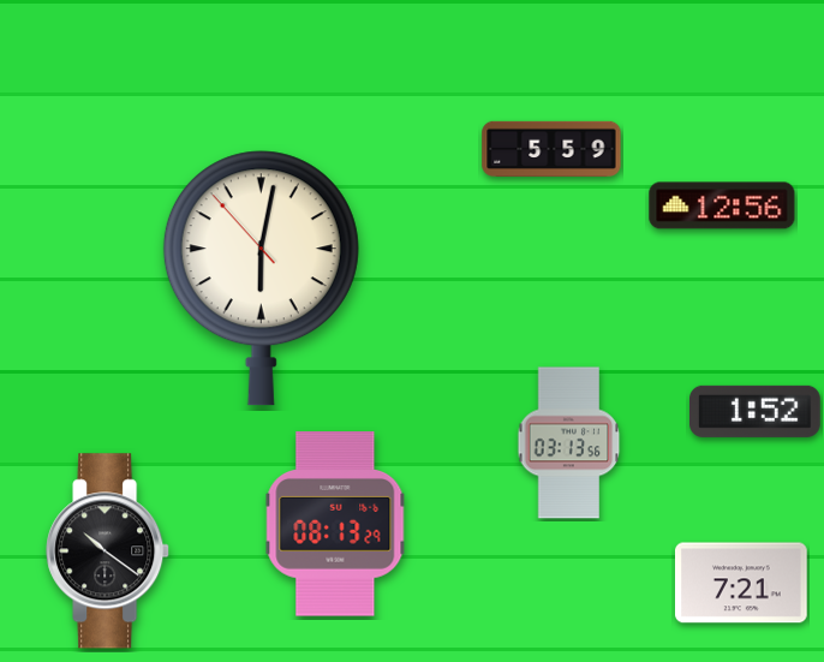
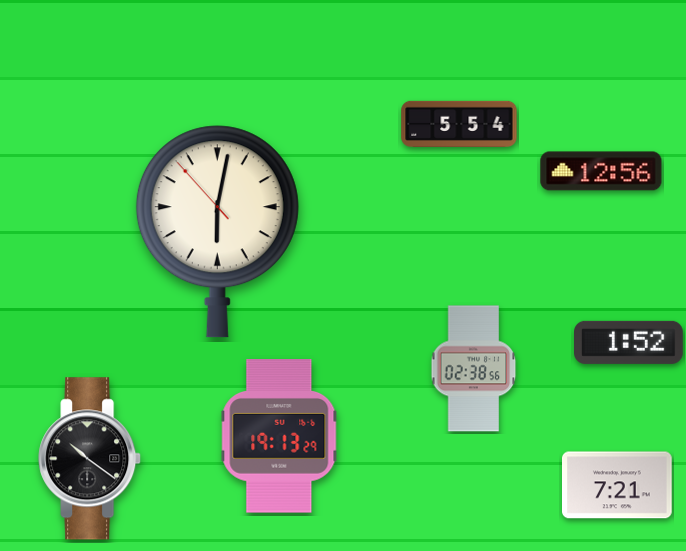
clock at (551, 149): 5:59 -> 5:54
clock at (569, 443): 03:13 -> 02:38
clock at (335, 524): 08:13 -> 19:13
